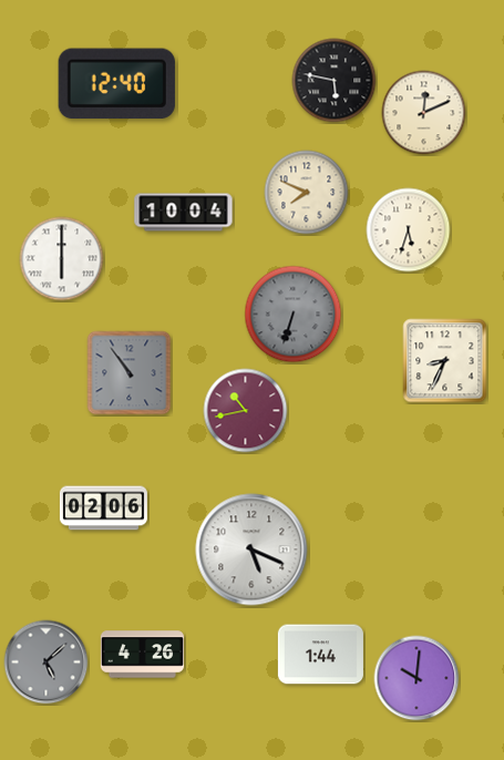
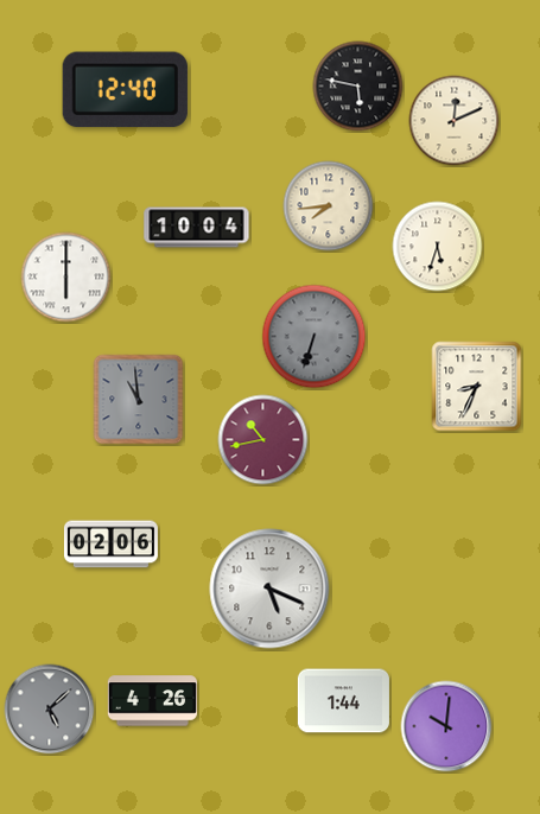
clock at (307, 193): 7:49 -> 7:44
clock at (130, 373): 10:54 -> 10:59
